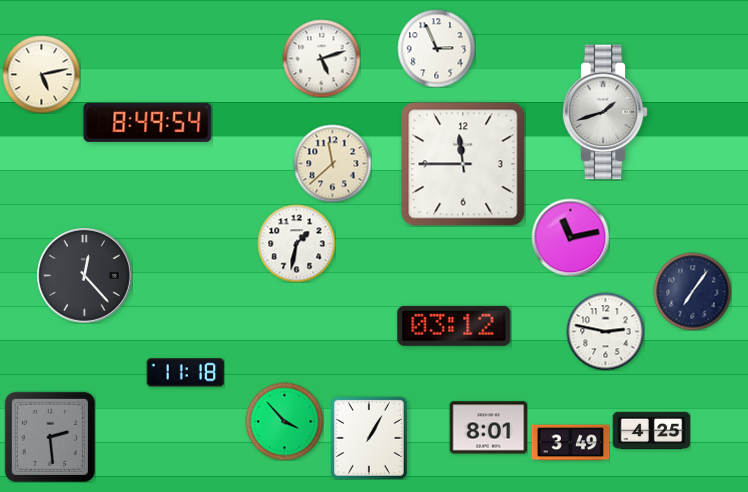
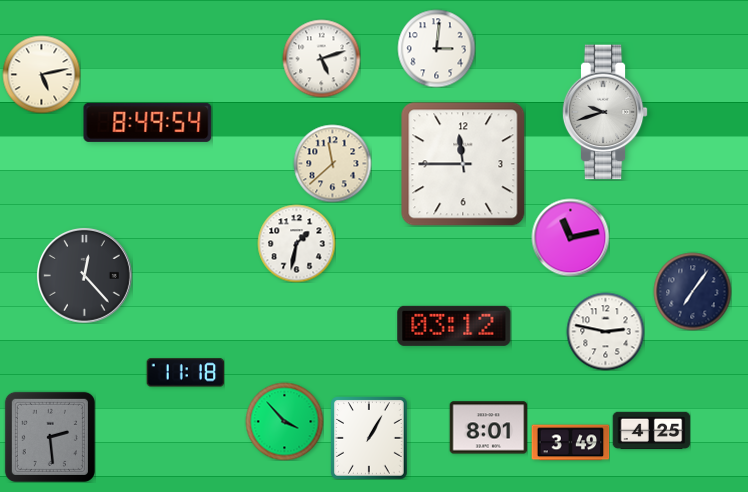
clock at (436, 48): 2:56 -> 3:01
clock at (605, 112): 1:42 -> 9:42
